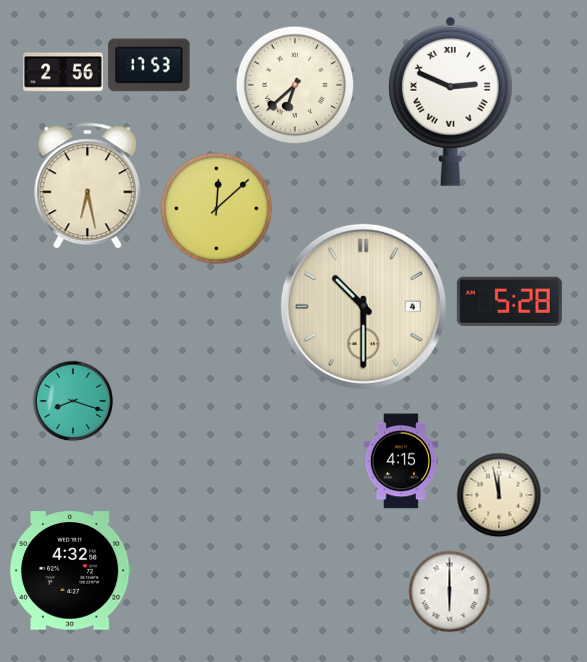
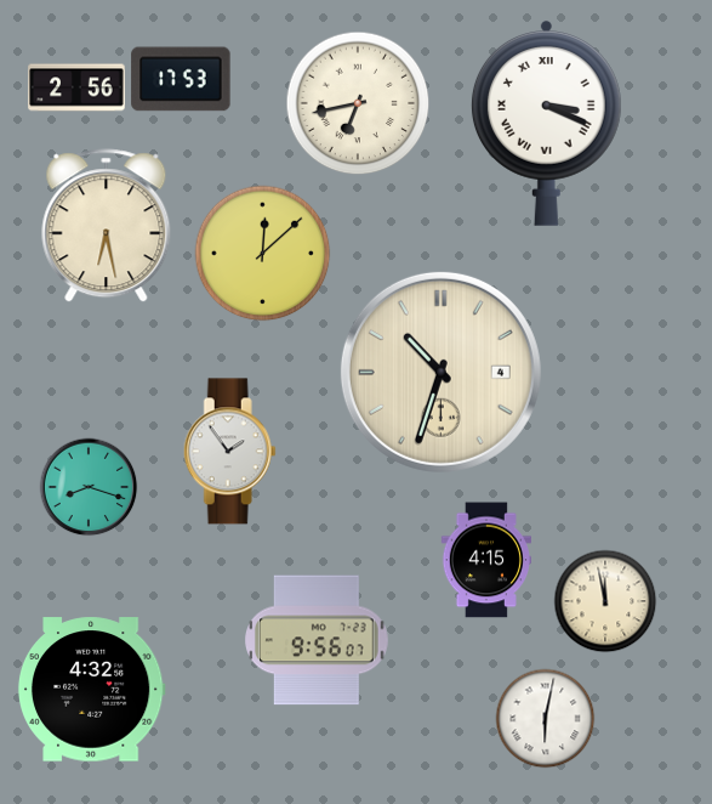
clock at (295, 85): 6:38 -> 6:43
clock at (450, 101): 2:49 -> 3:19
clock at (509, 301): 5:28 -> none
clock at (363, 306): 10:30 -> 10:33
clock at (229, 452): none -> 1:54
clock at (318, 640): none -> 9:56
clock at (70, 571) position: (70, 571) -> (91, 690)
clock at (450, 592): 6:00 -> 6:02
